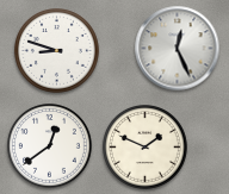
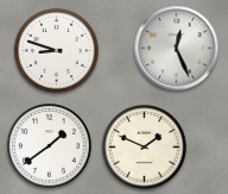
clock at (50, 146): 12:39 -> 1:39
